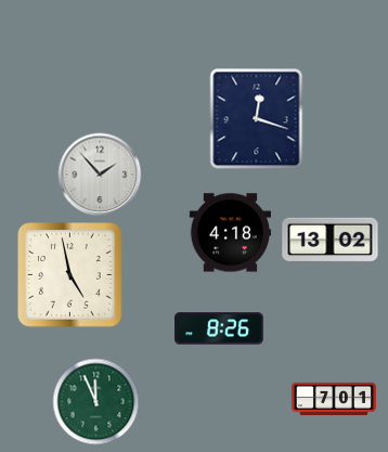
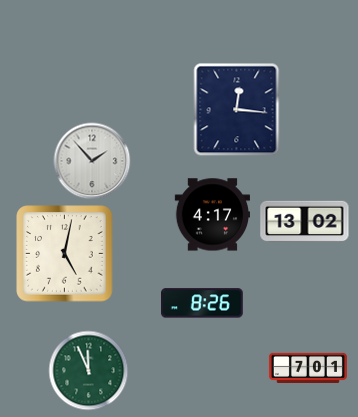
clock at (257, 119): 12:18 -> 12:16
clock at (230, 233): 4:18 -> 4:17
clock at (70, 275): 4:58 -> 5:02
